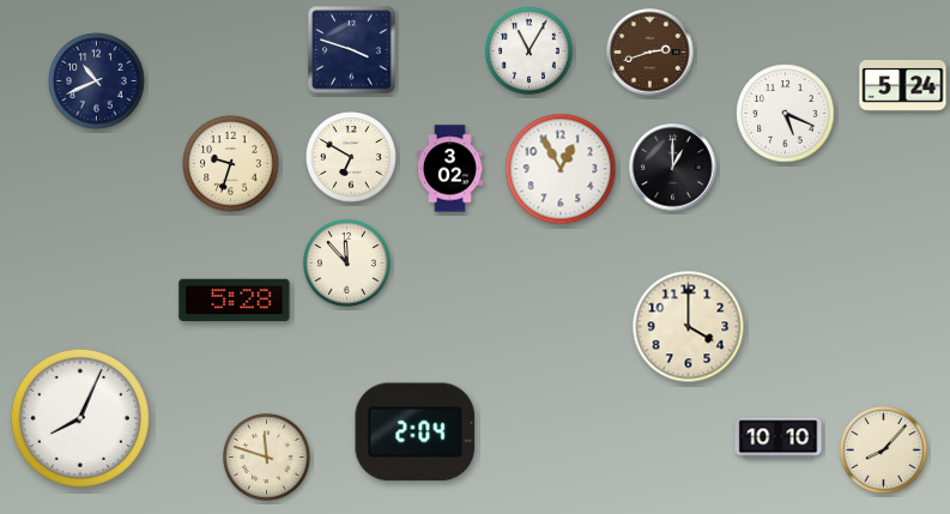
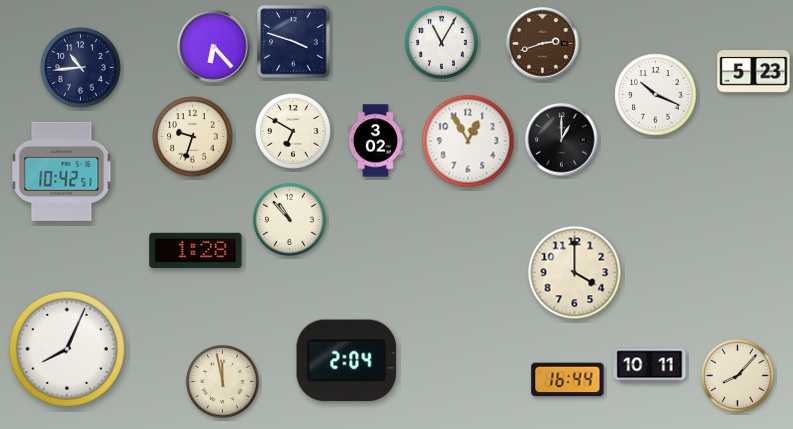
clock at (214, 47): none -> 6:23
clock at (97, 81): 10:41 -> 10:44
clock at (903, 86): 5:24 -> 5:23
clock at (786, 114): 5:19 -> 10:19
clock at (62, 171): none -> 10:42
clock at (346, 262): 11:53 -> 10:53
clock at (235, 300): 5:28 -> 1:28
clock at (779, 439): 10:10 -> 10:11
clock at (568, 380): none -> 16:44
clock at (266, 456): 11:48 -> 11:58
